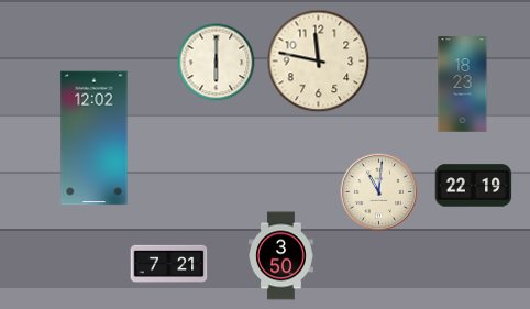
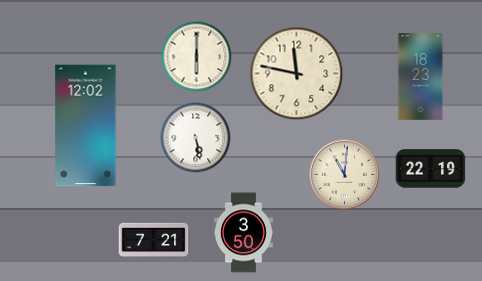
clock at (319, 62) position: (319, 62) -> (297, 74)
clock at (196, 138): none -> 5:28
clock at (281, 256) position: (281, 256) -> (244, 233)
